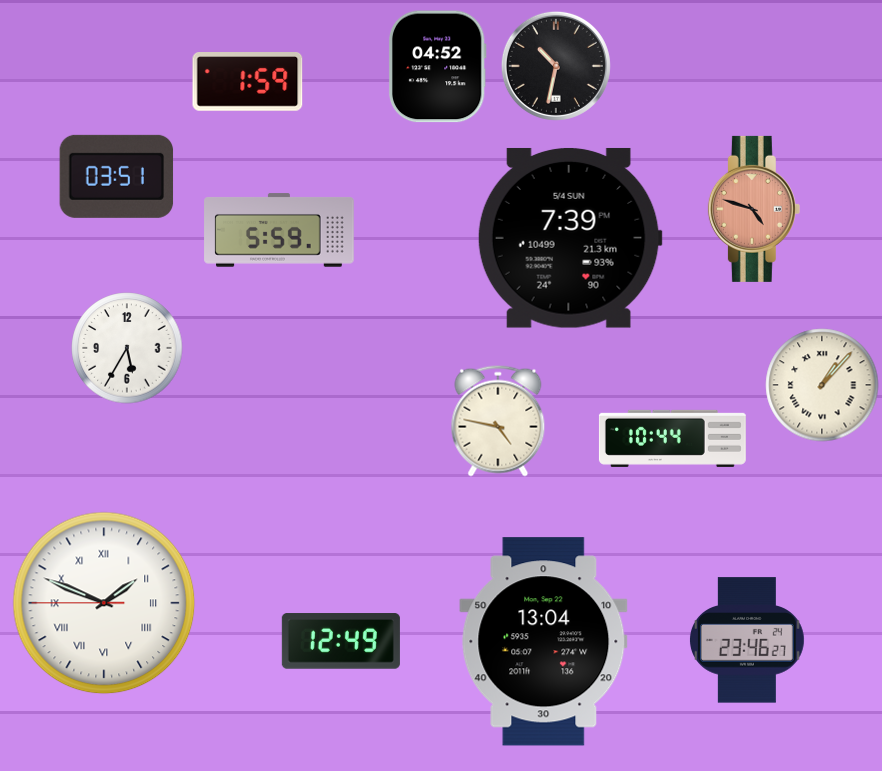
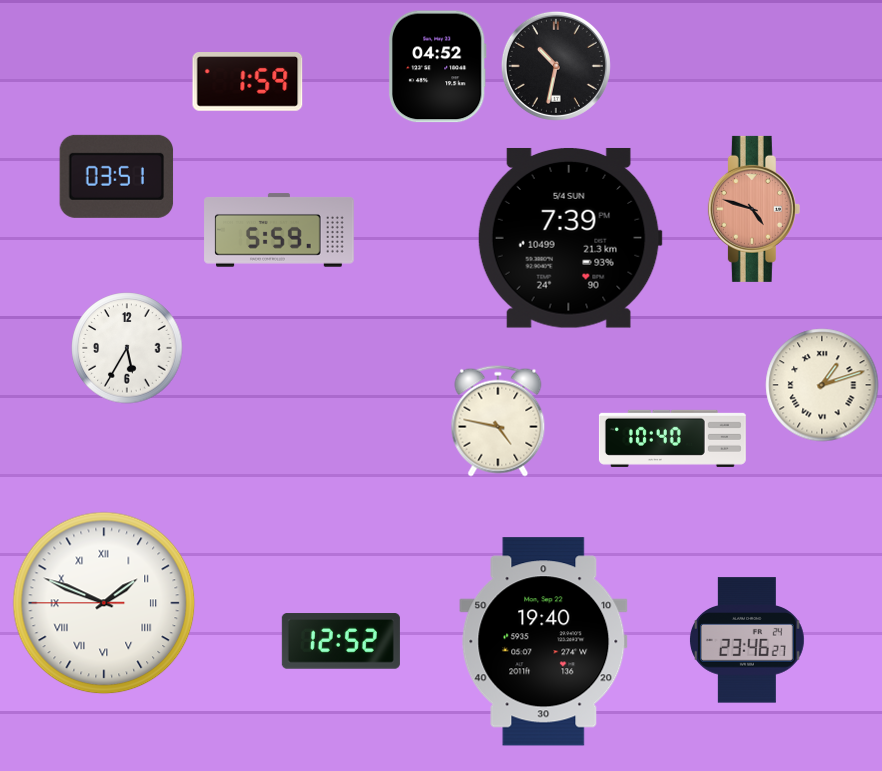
clock at (822, 385): 1:07 -> 1:12
clock at (672, 438): 10:44 -> 10:40
clock at (341, 641): 12:49 -> 12:52
clock at (544, 642): 13:04 -> 19:40
